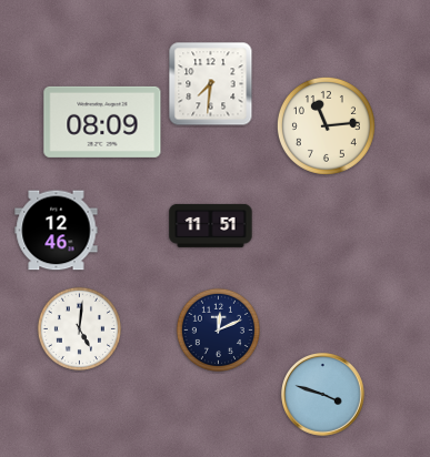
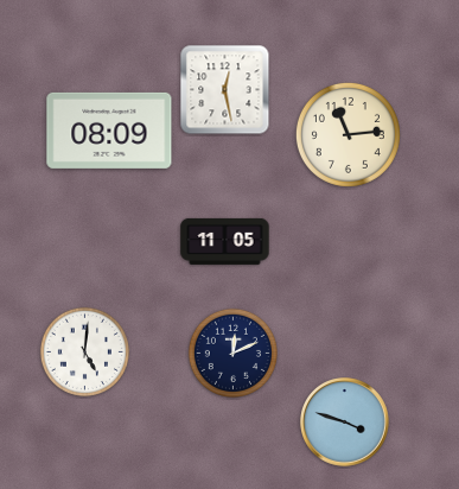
clock at (211, 84): 7:31 -> 12:28
clock at (211, 225): 11:51 -> 11:05
clock at (57, 231): 12:46 -> none
